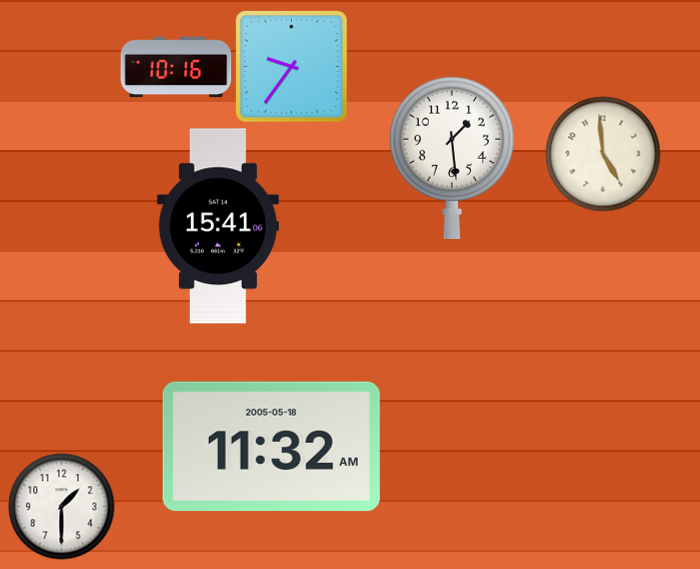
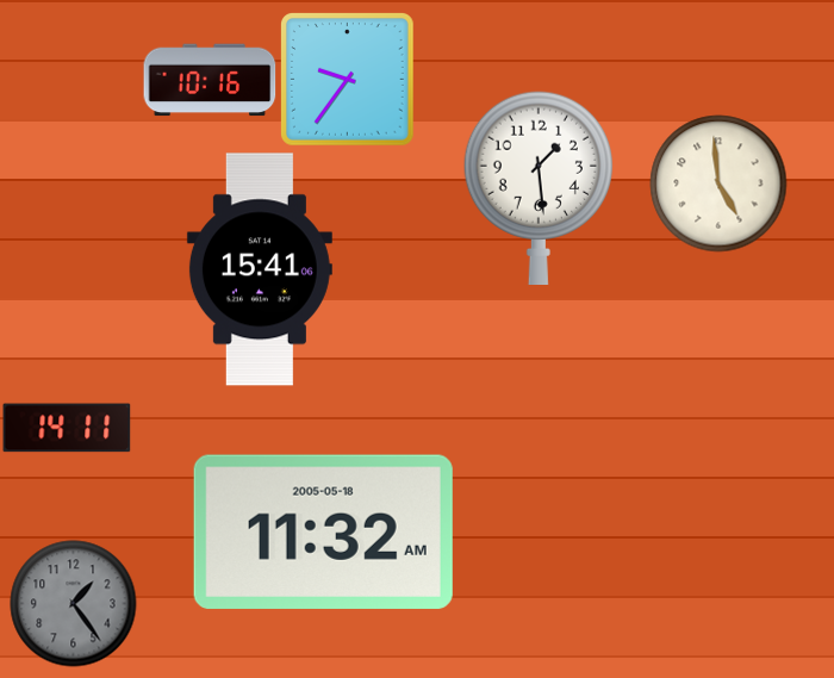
clock at (67, 428): none -> 14:11
clock at (62, 507): 1:30 -> 1:24
clock at (62, 507) dial: white -> grey
